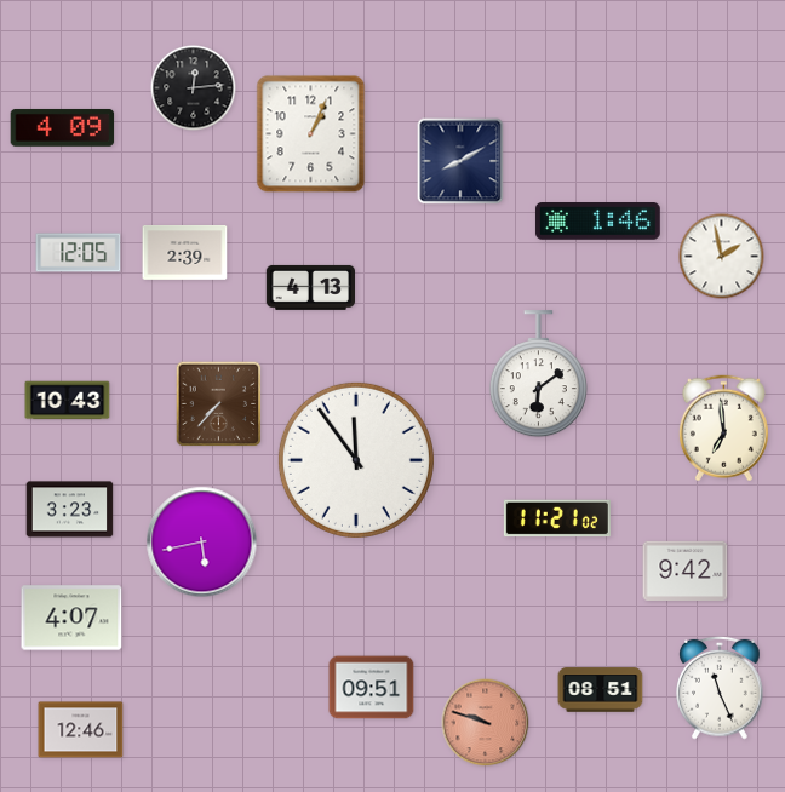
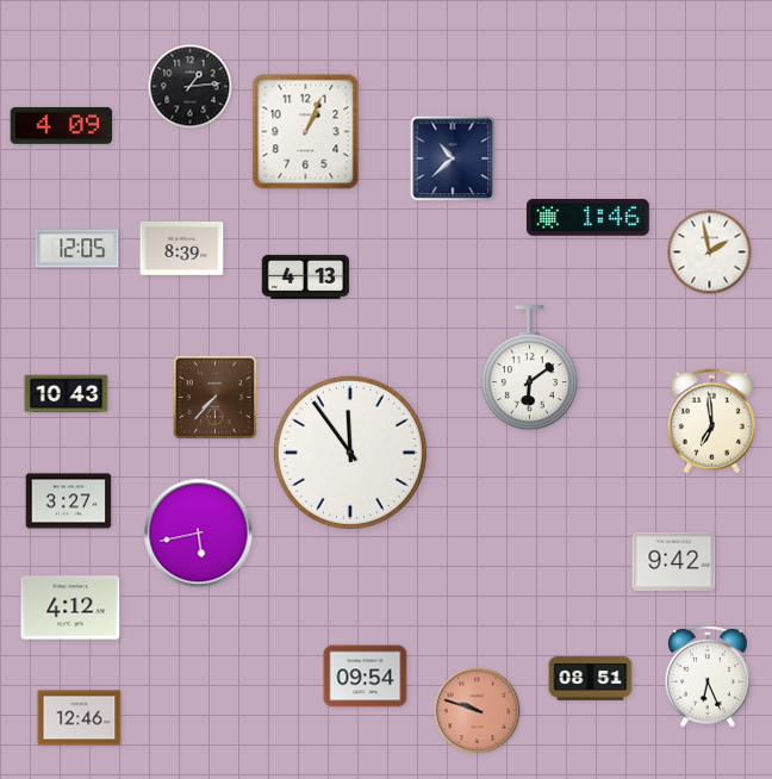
clock at (194, 88): 12:14 -> 1:14
clock at (460, 161): 8:10 -> 10:38
clock at (185, 252): 2:39 -> 8:39
clock at (310, 287) position: (310, 287) -> (305, 276)
clock at (70, 510): 3:23 -> 3:27
clock at (557, 518): 11:21 -> none
clock at (71, 618): 4:07 -> 4:12
clock at (372, 688): 09:51 -> 09:54
clock at (721, 688): 11:26 -> 6:26
